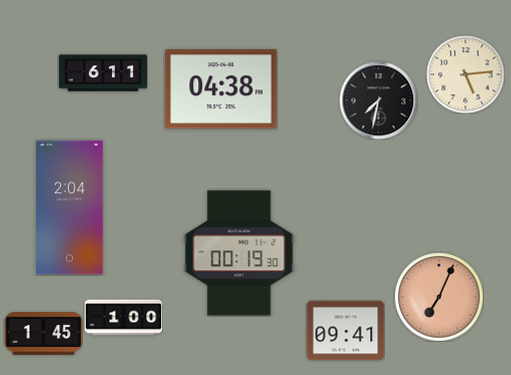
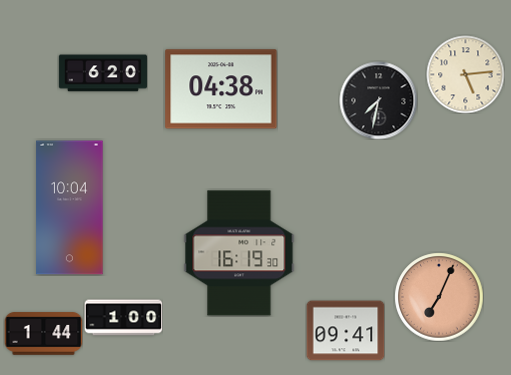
clock at (102, 73): 6:11 -> 6:20
clock at (70, 208): 2:04 -> 10:04
clock at (239, 253): 00:19 -> 16:19
clock at (43, 334): 1:45 -> 1:44
